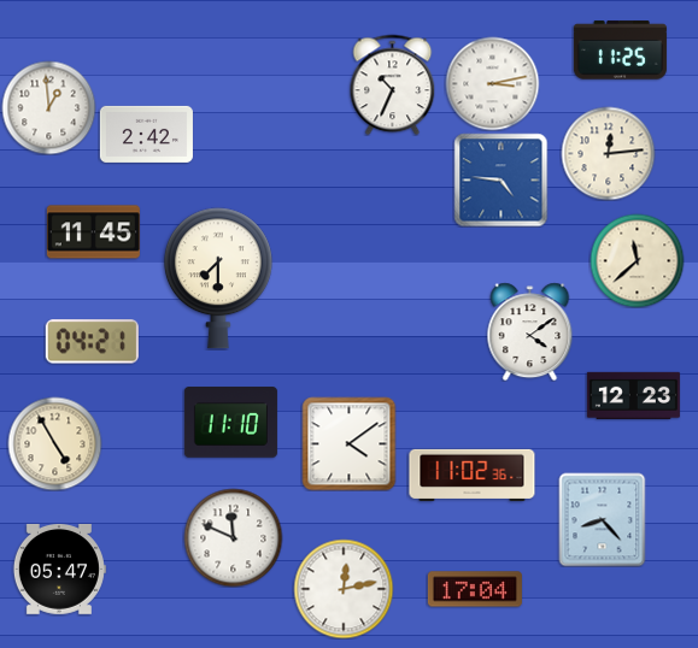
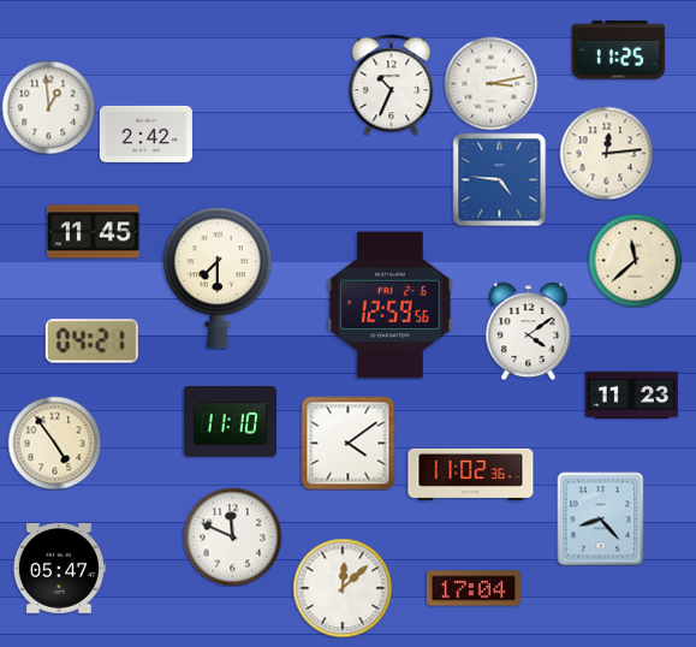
clock at (391, 305): none -> 12:59
clock at (633, 395): 12:23 -> 11:23
clock at (54, 443): 4:55 -> 4:54
clock at (344, 589): 12:13 -> 12:08
